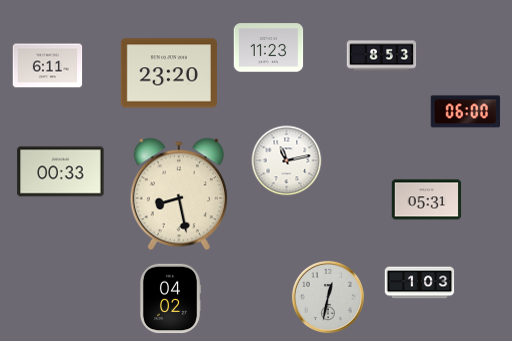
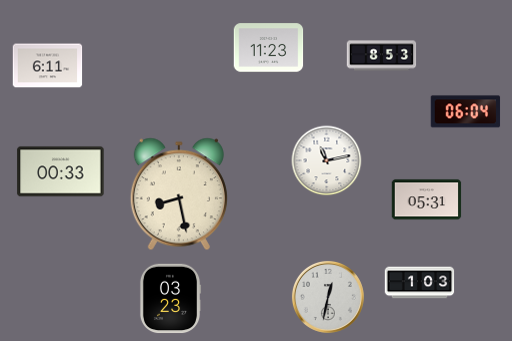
clock at (169, 73): 23:20 -> none
clock at (466, 112): 06:00 -> 06:04
clock at (287, 161) position: (287, 161) -> (327, 161)
clock at (170, 299): 04:02 -> 03:23
